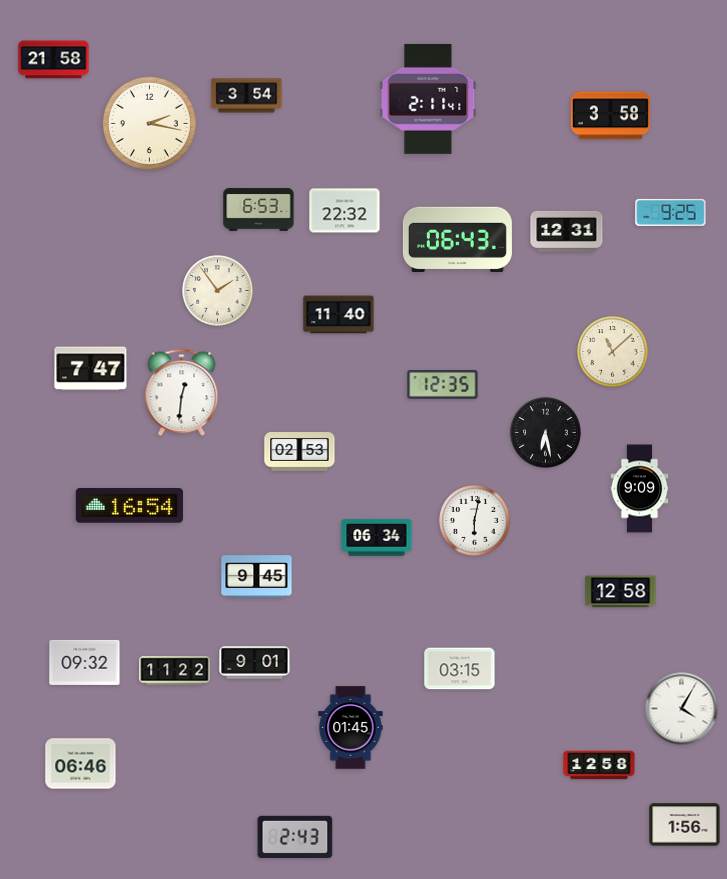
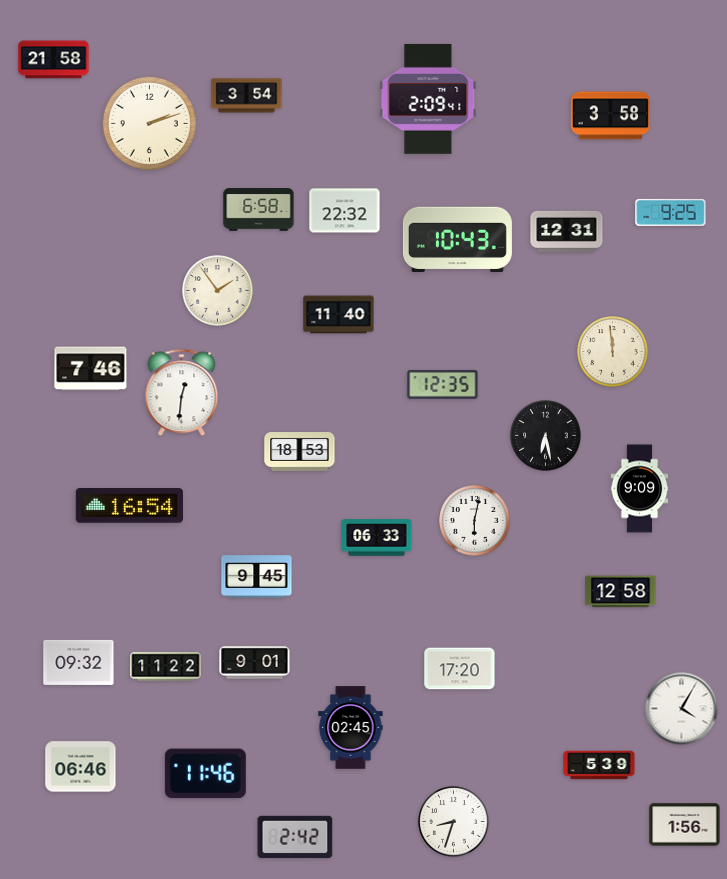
clock at (428, 99): 2:11 -> 2:09
clock at (149, 123): 2:17 -> 2:12
clock at (259, 210): 6:53 -> 6:58
clock at (457, 239): 06:43 -> 10:43
clock at (613, 352): 11:08 -> 11:59
clock at (91, 369): 7:47 -> 7:46
clock at (546, 433) position: (546, 433) -> (546, 436)
clock at (300, 452): 02:53 -> 18:53
clock at (377, 538): 06:34 -> 06:33
clock at (85, 662) position: (85, 662) -> (79, 662)
clock at (460, 669): 03:15 -> 17:20
clock at (175, 671) position: (175, 671) -> (166, 667)
clock at (351, 728): 01:45 -> 02:45
clock at (81, 764) position: (81, 764) -> (81, 767)
clock at (599, 765): 12:58 -> 5:39
clock at (205, 774): none -> 11:46
clock at (454, 822): none -> 8:33
clock at (295, 836): 2:43 -> 2:42
